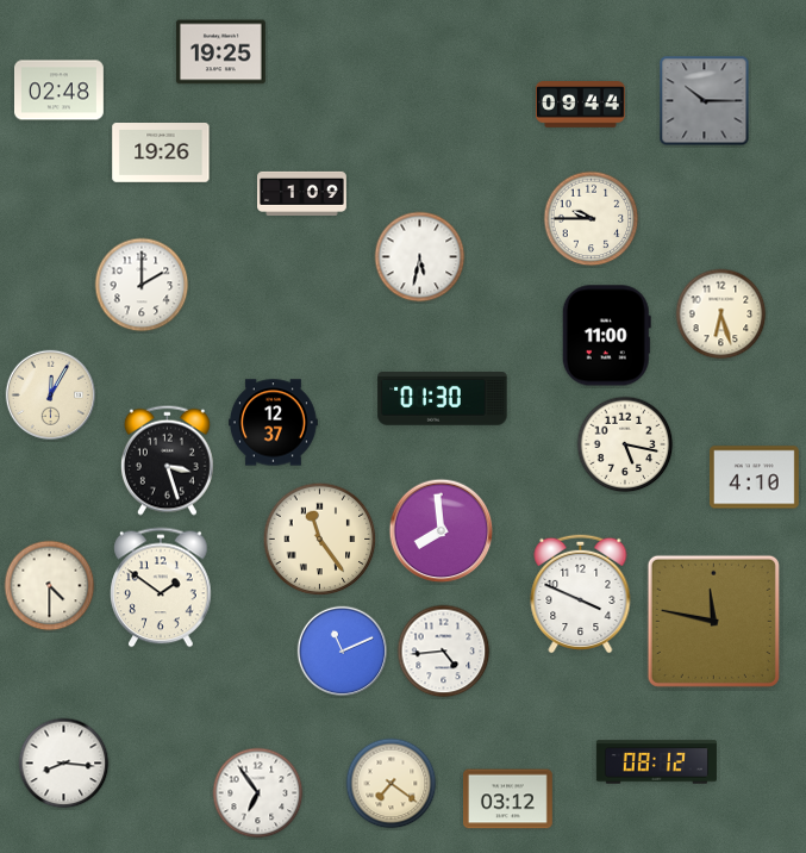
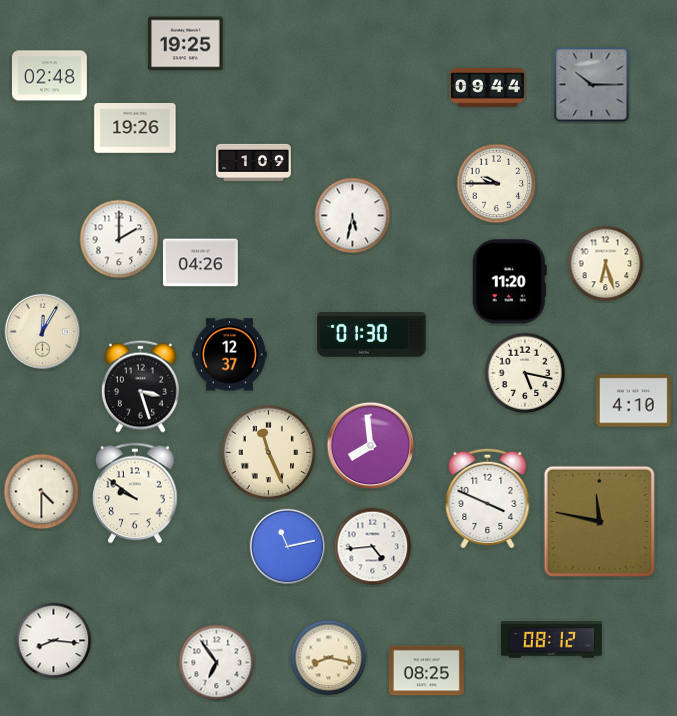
clock at (201, 263): none -> 04:26
clock at (606, 336): 11:00 -> 11:20
clock at (320, 540): 11:24 -> 11:26
clock at (161, 587): 1:51 -> 9:51
clock at (343, 652): 11:11 -> 11:13
clock at (392, 784): 7:21 -> 8:17
clock at (258, 793) position: (258, 793) -> (217, 663)
clock at (508, 799): 03:12 -> 08:25
